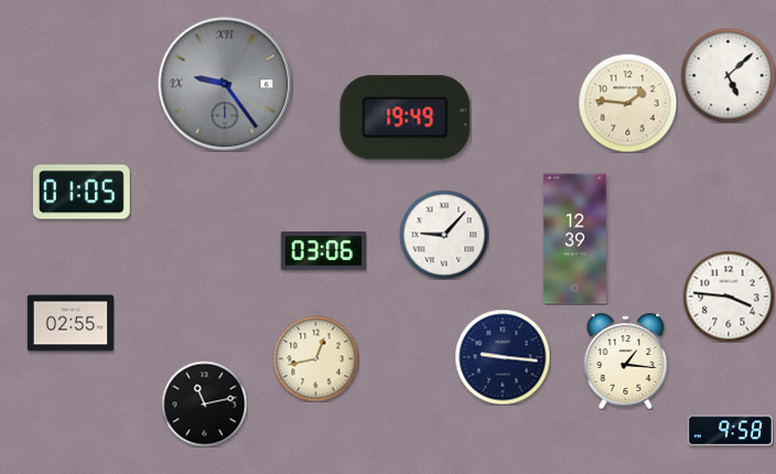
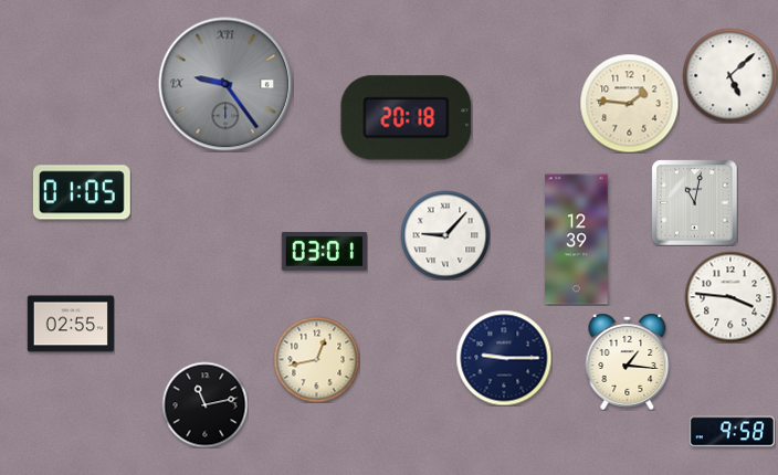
clock at (406, 118): 19:49 -> 20:18
clock at (694, 202): none -> 11:02
clock at (323, 251): 03:06 -> 03:01
clock at (503, 357): 9:16 -> 9:15
